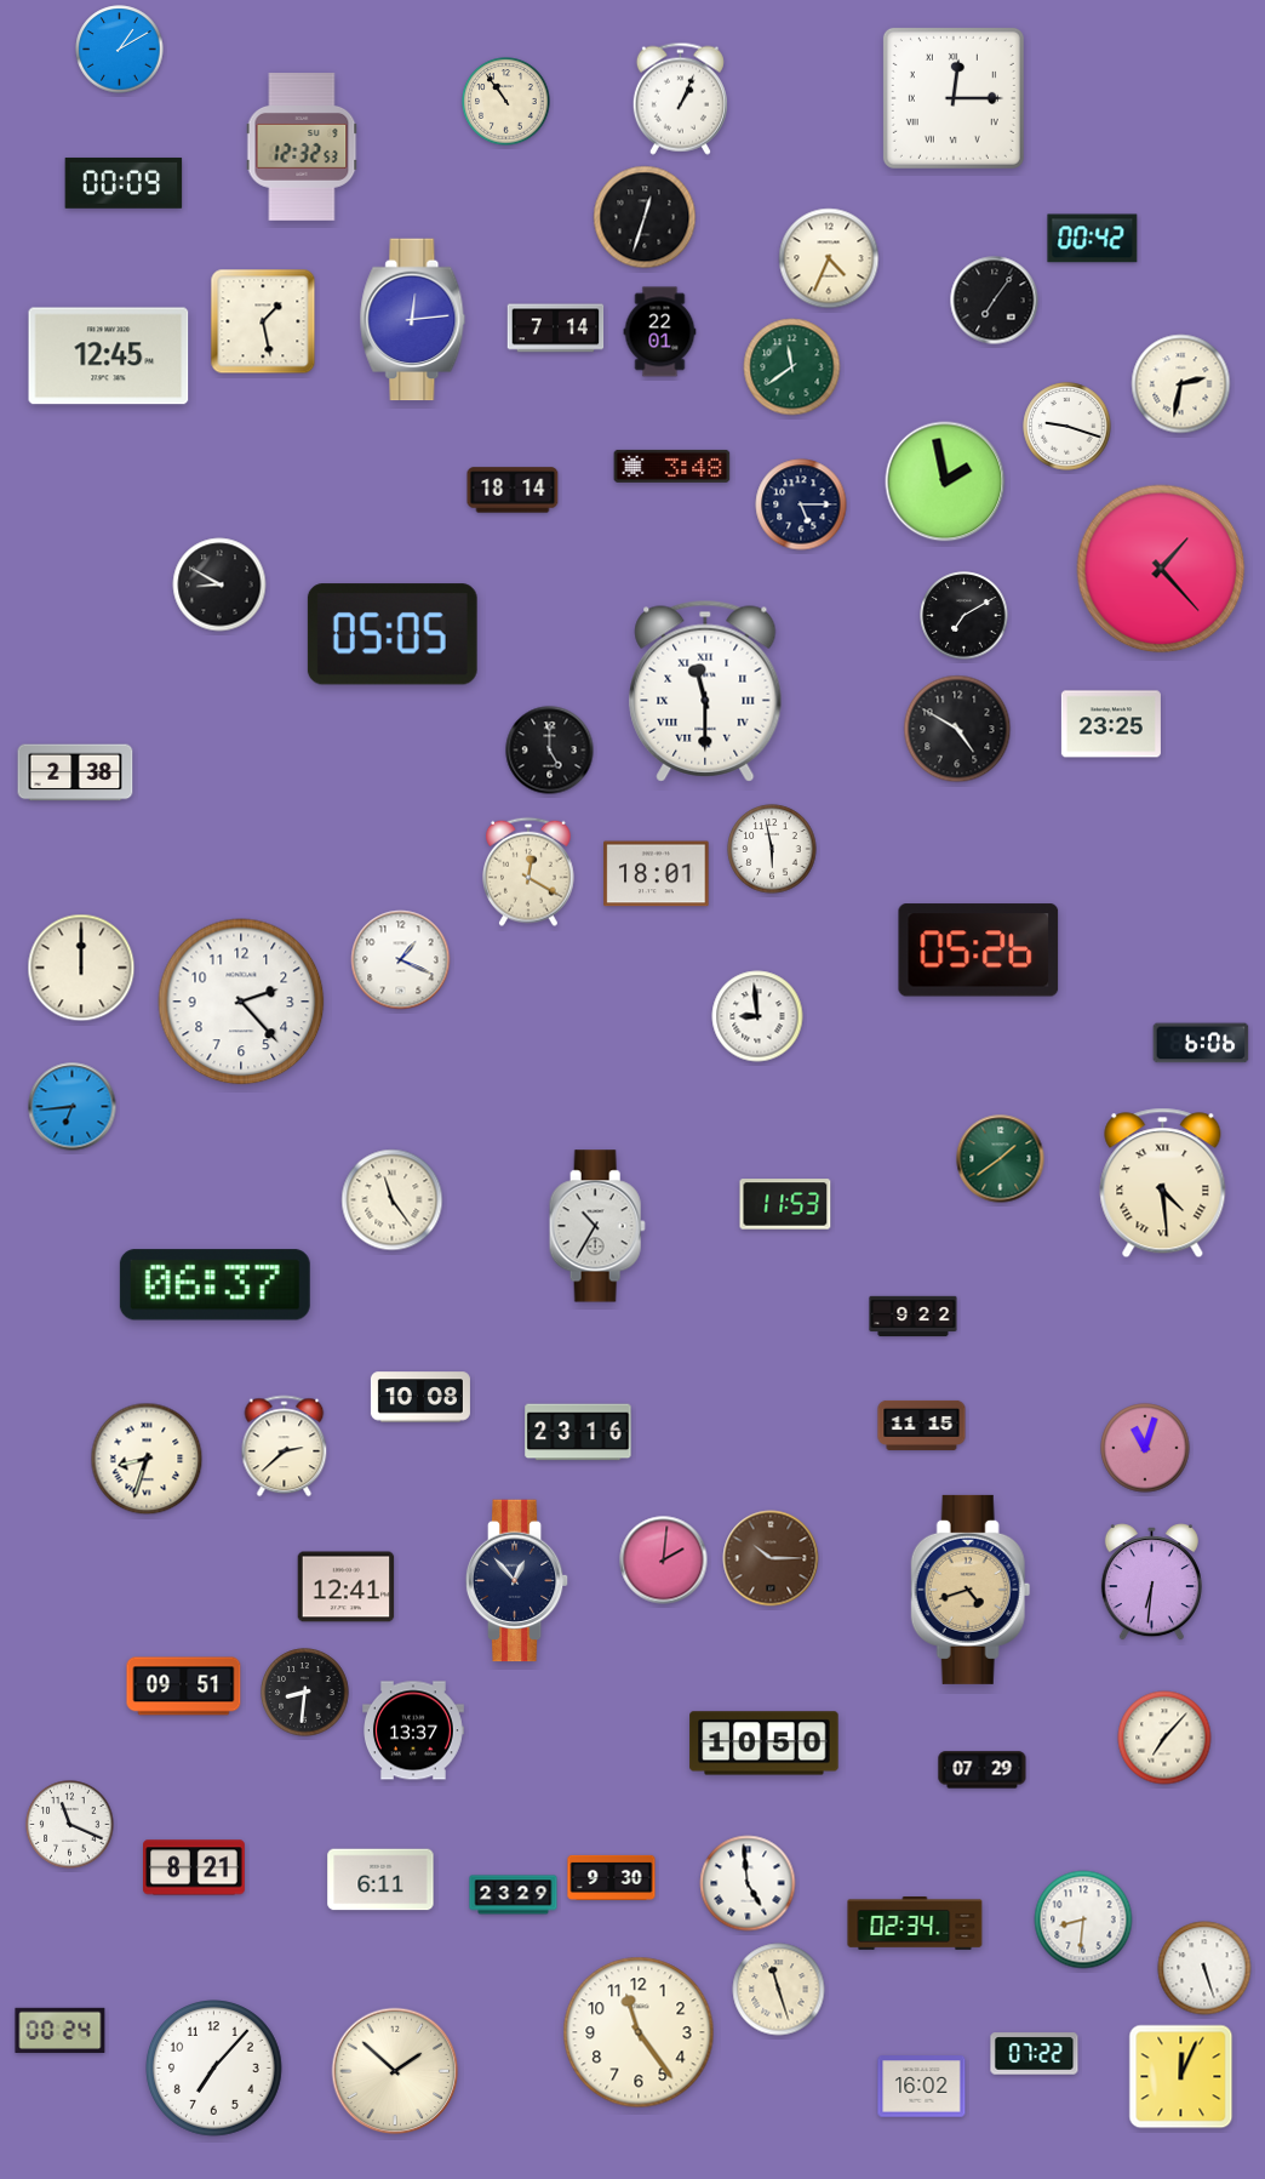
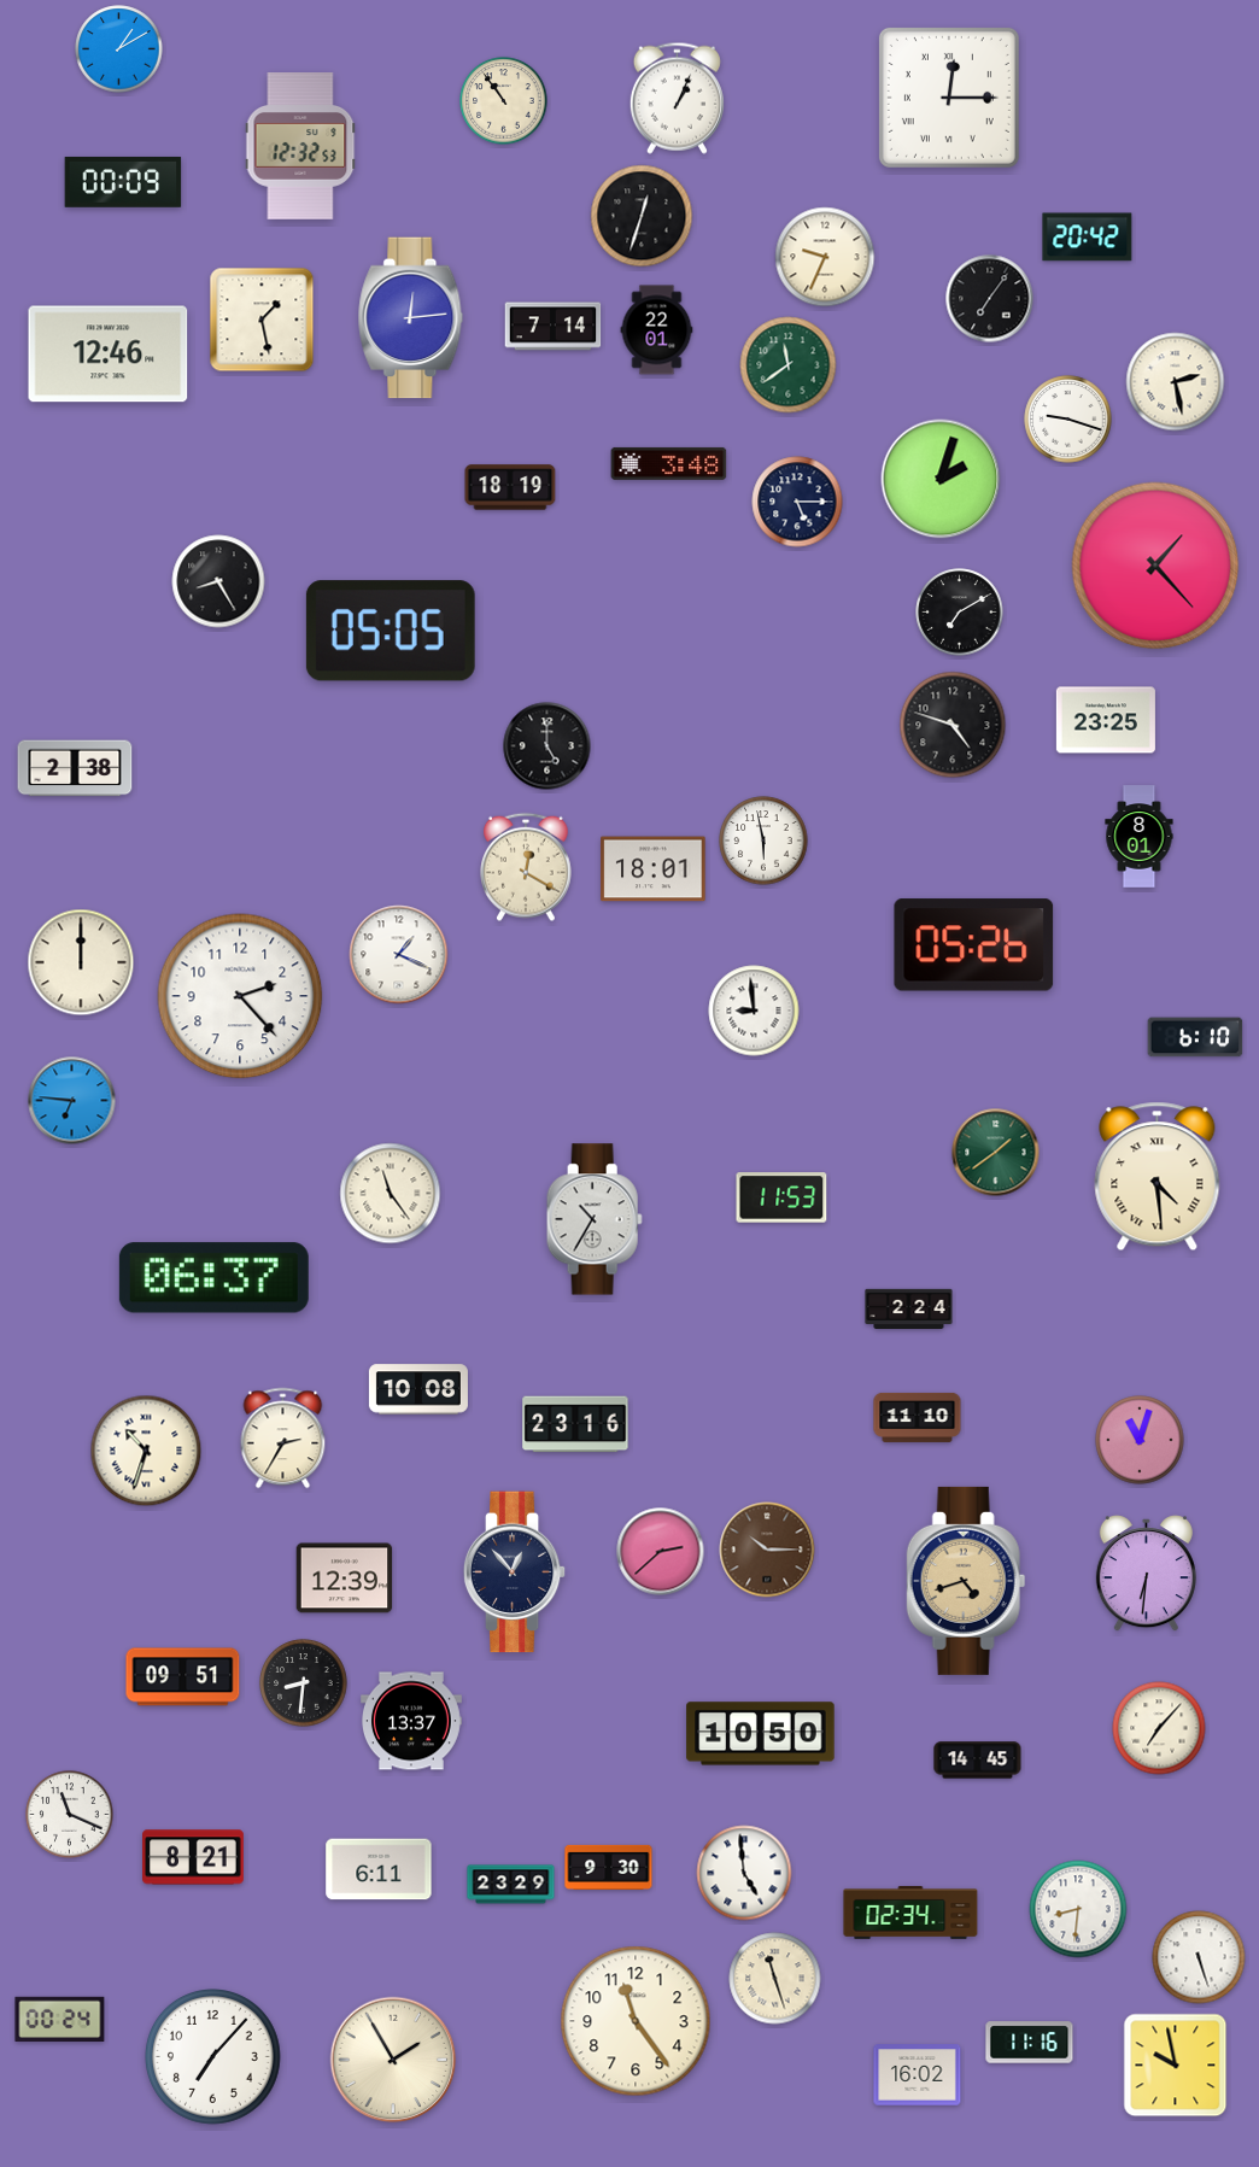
clock at (1093, 239): 00:42 -> 20:42
clock at (829, 258): 4:34 -> 9:34
clock at (109, 356): 12:45 -> 12:46
clock at (1181, 384): 2:32 -> 2:28
clock at (1067, 427) position: (1067, 427) -> (1068, 420)
clock at (945, 481): 1:58 -> 2:03
clock at (513, 490): 18:14 -> 18:19
clock at (219, 584): 8:50 -> 8:25
clock at (705, 691): 11:30 -> none
clock at (957, 729): 4:50 -> 4:48
clock at (1140, 837): none -> 8:01
clock at (772, 849) position: (772, 849) -> (763, 841)
clock at (1201, 1043): 6:06 -> 6:10
clock at (73, 1107): 6:44 -> 6:46
clock at (914, 1317): 9:22 -> 2:24
clock at (922, 1425): 11:15 -> 11:10
clock at (285, 1447): 2:38 -> 2:35
clock at (147, 1459): 8:33 -> 10:33
clock at (664, 1561): 2:01 -> 2:38
clock at (347, 1587): 12:41 -> 12:39
clock at (983, 1770): 07:29 -> 14:45
clock at (1035, 2054): 07:22 -> 11:16
clock at (395, 2071): 1:52 -> 1:55
clock at (1181, 2077): 12:04 -> 9:58
